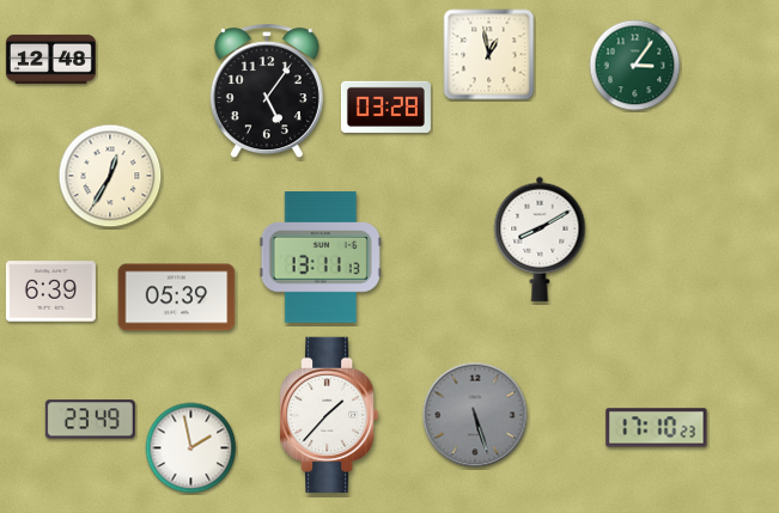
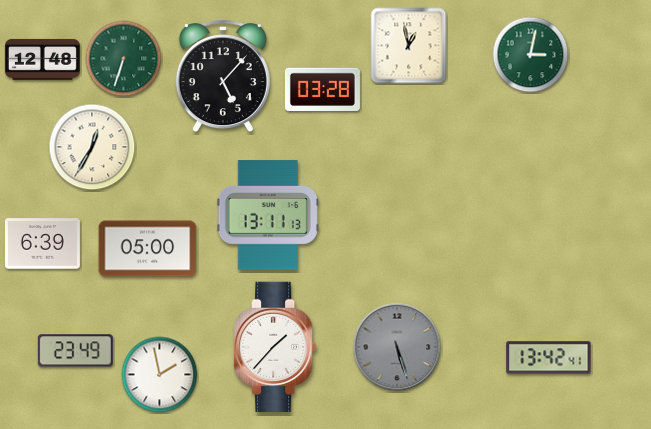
clock at (50, 59) position: (50, 59) -> (42, 59)
clock at (635, 66): 3:06 -> 3:02
clock at (124, 59): none -> 6:33
clock at (267, 92): 5:06 -> 5:07
clock at (540, 239): 8:10 -> none
clock at (177, 298): 05:39 -> 05:00
clock at (657, 428): 17:10 -> 13:42
